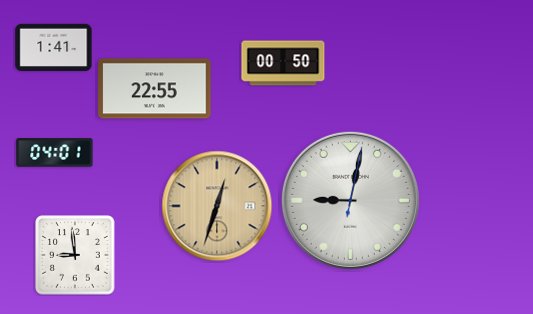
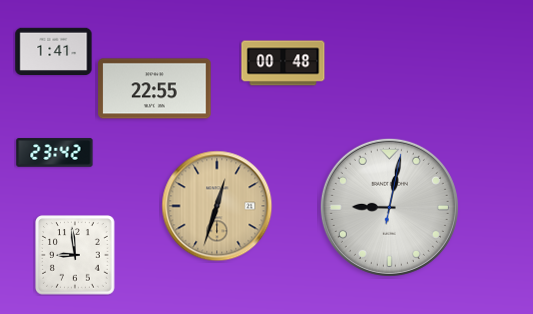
clock at (54, 47) position: (54, 47) -> (54, 51)
clock at (283, 63): 00:50 -> 00:48
clock at (55, 153): 04:01 -> 23:42
clock at (350, 200) position: (350, 200) -> (389, 207)
